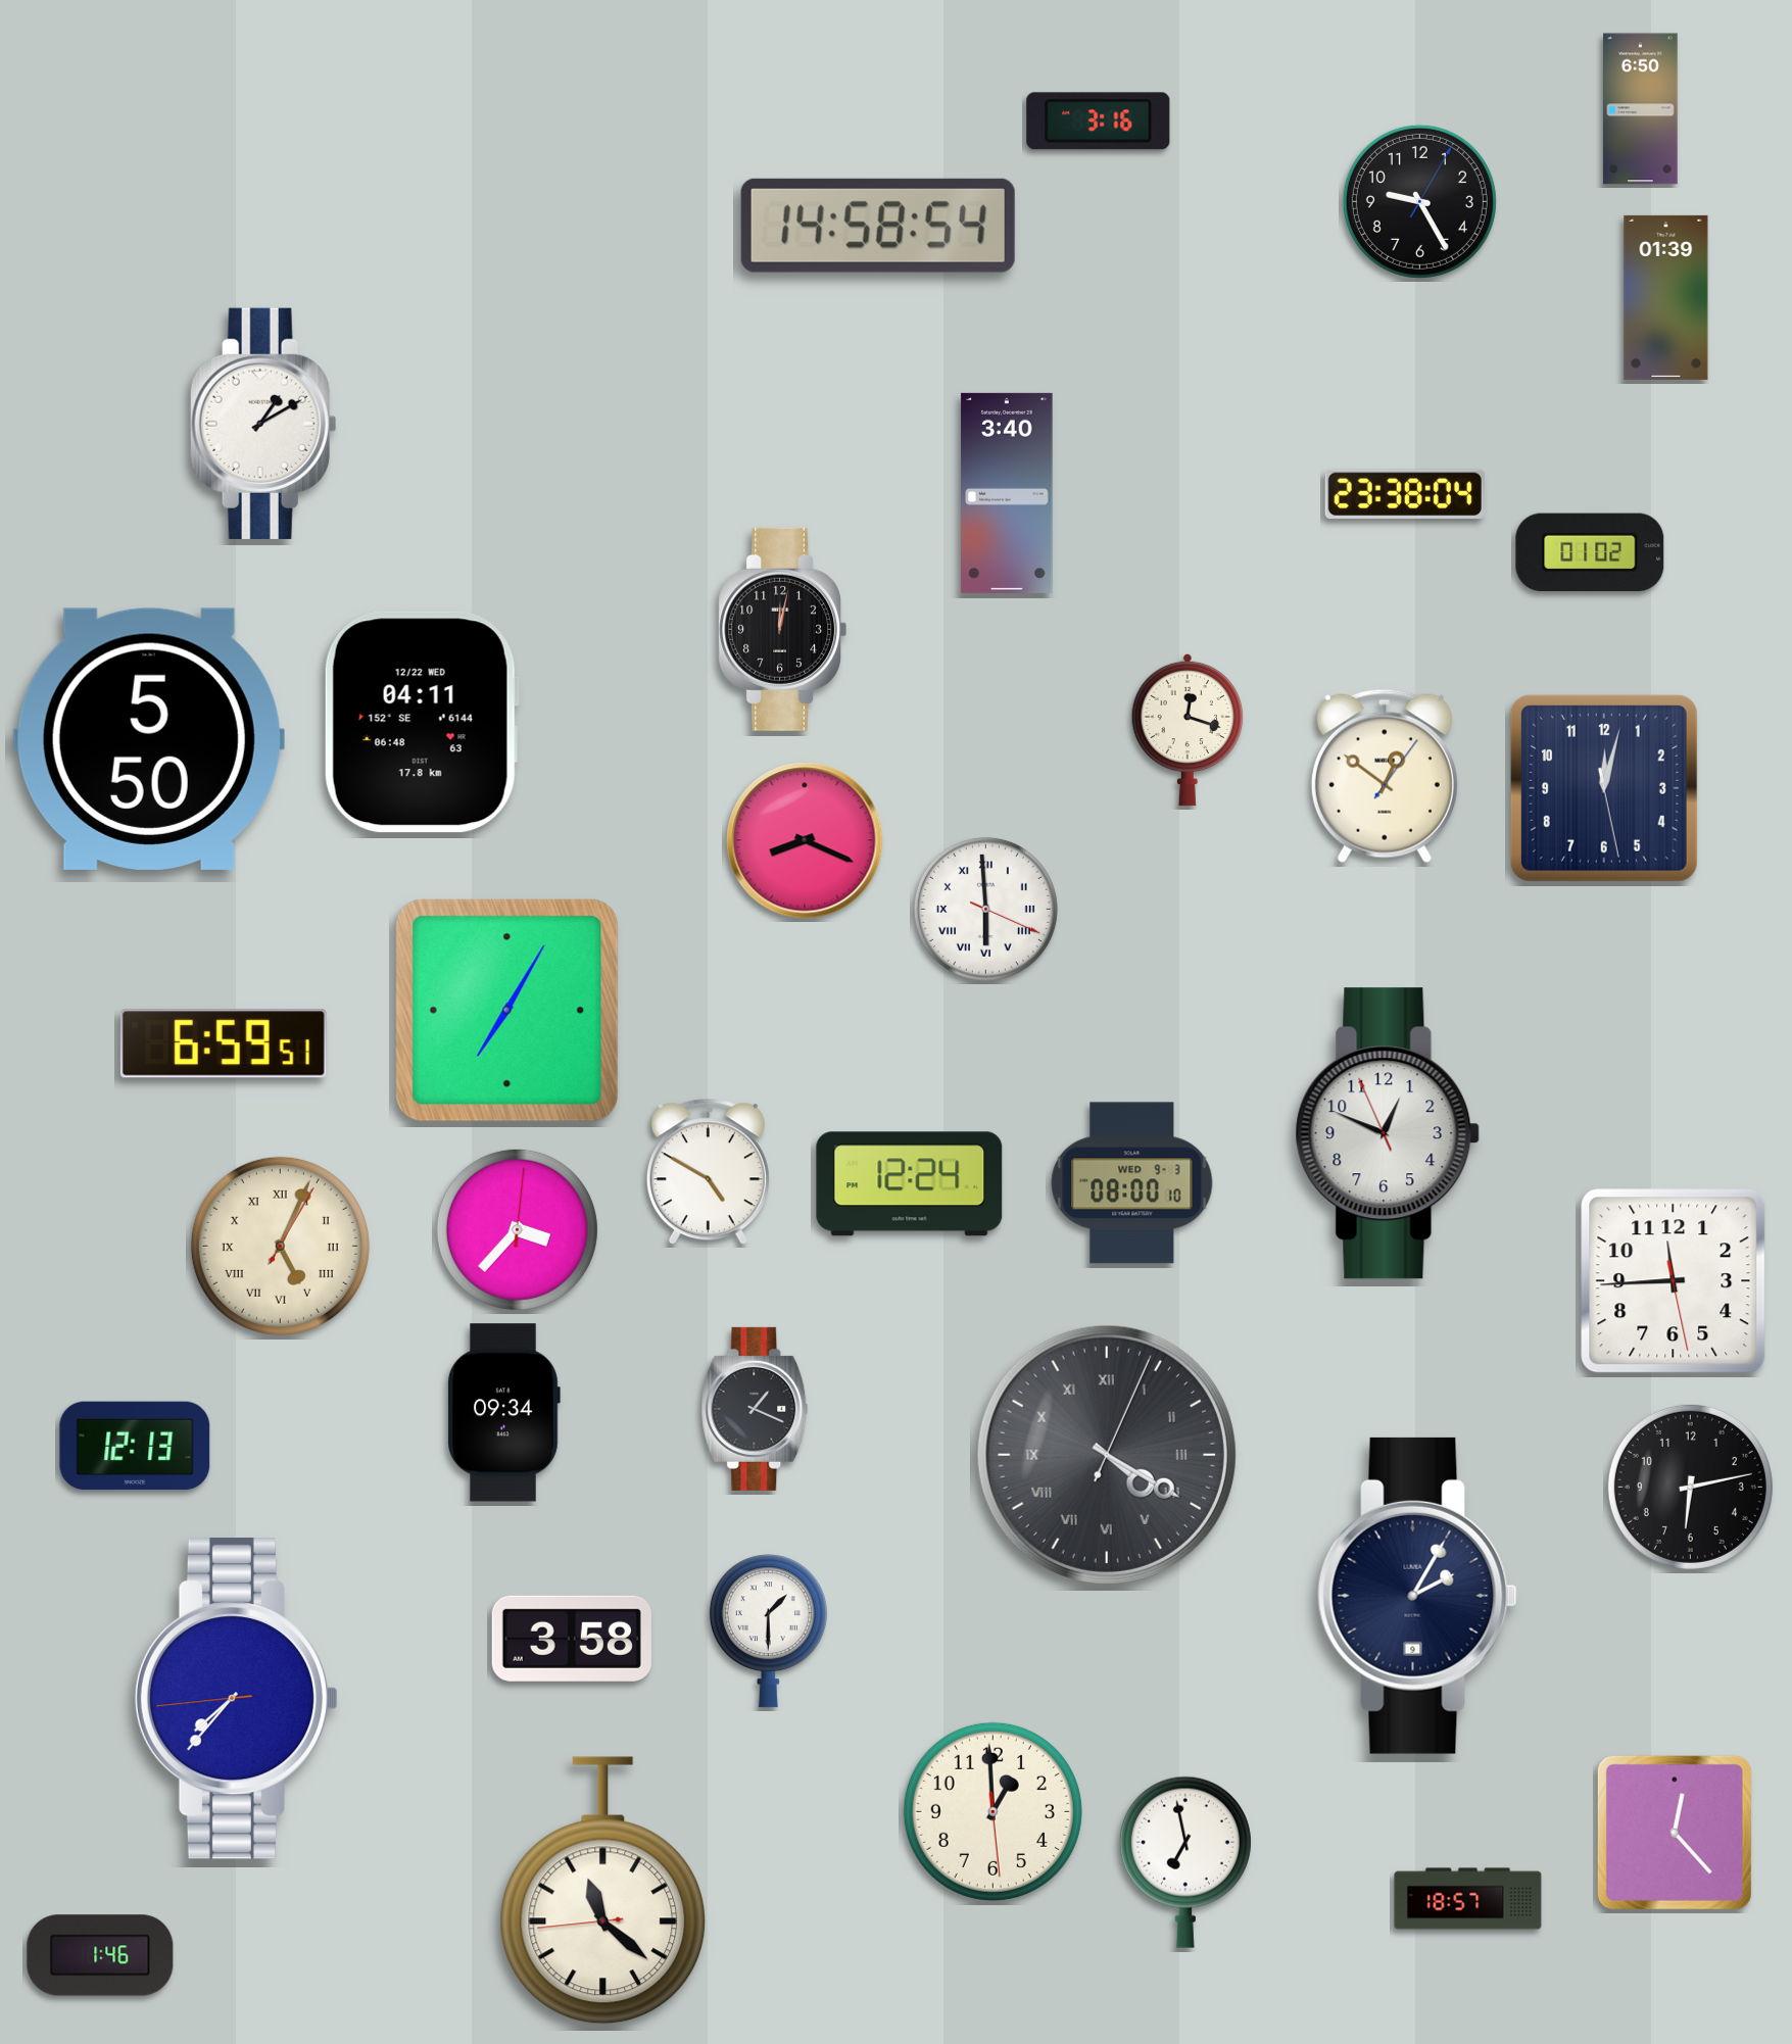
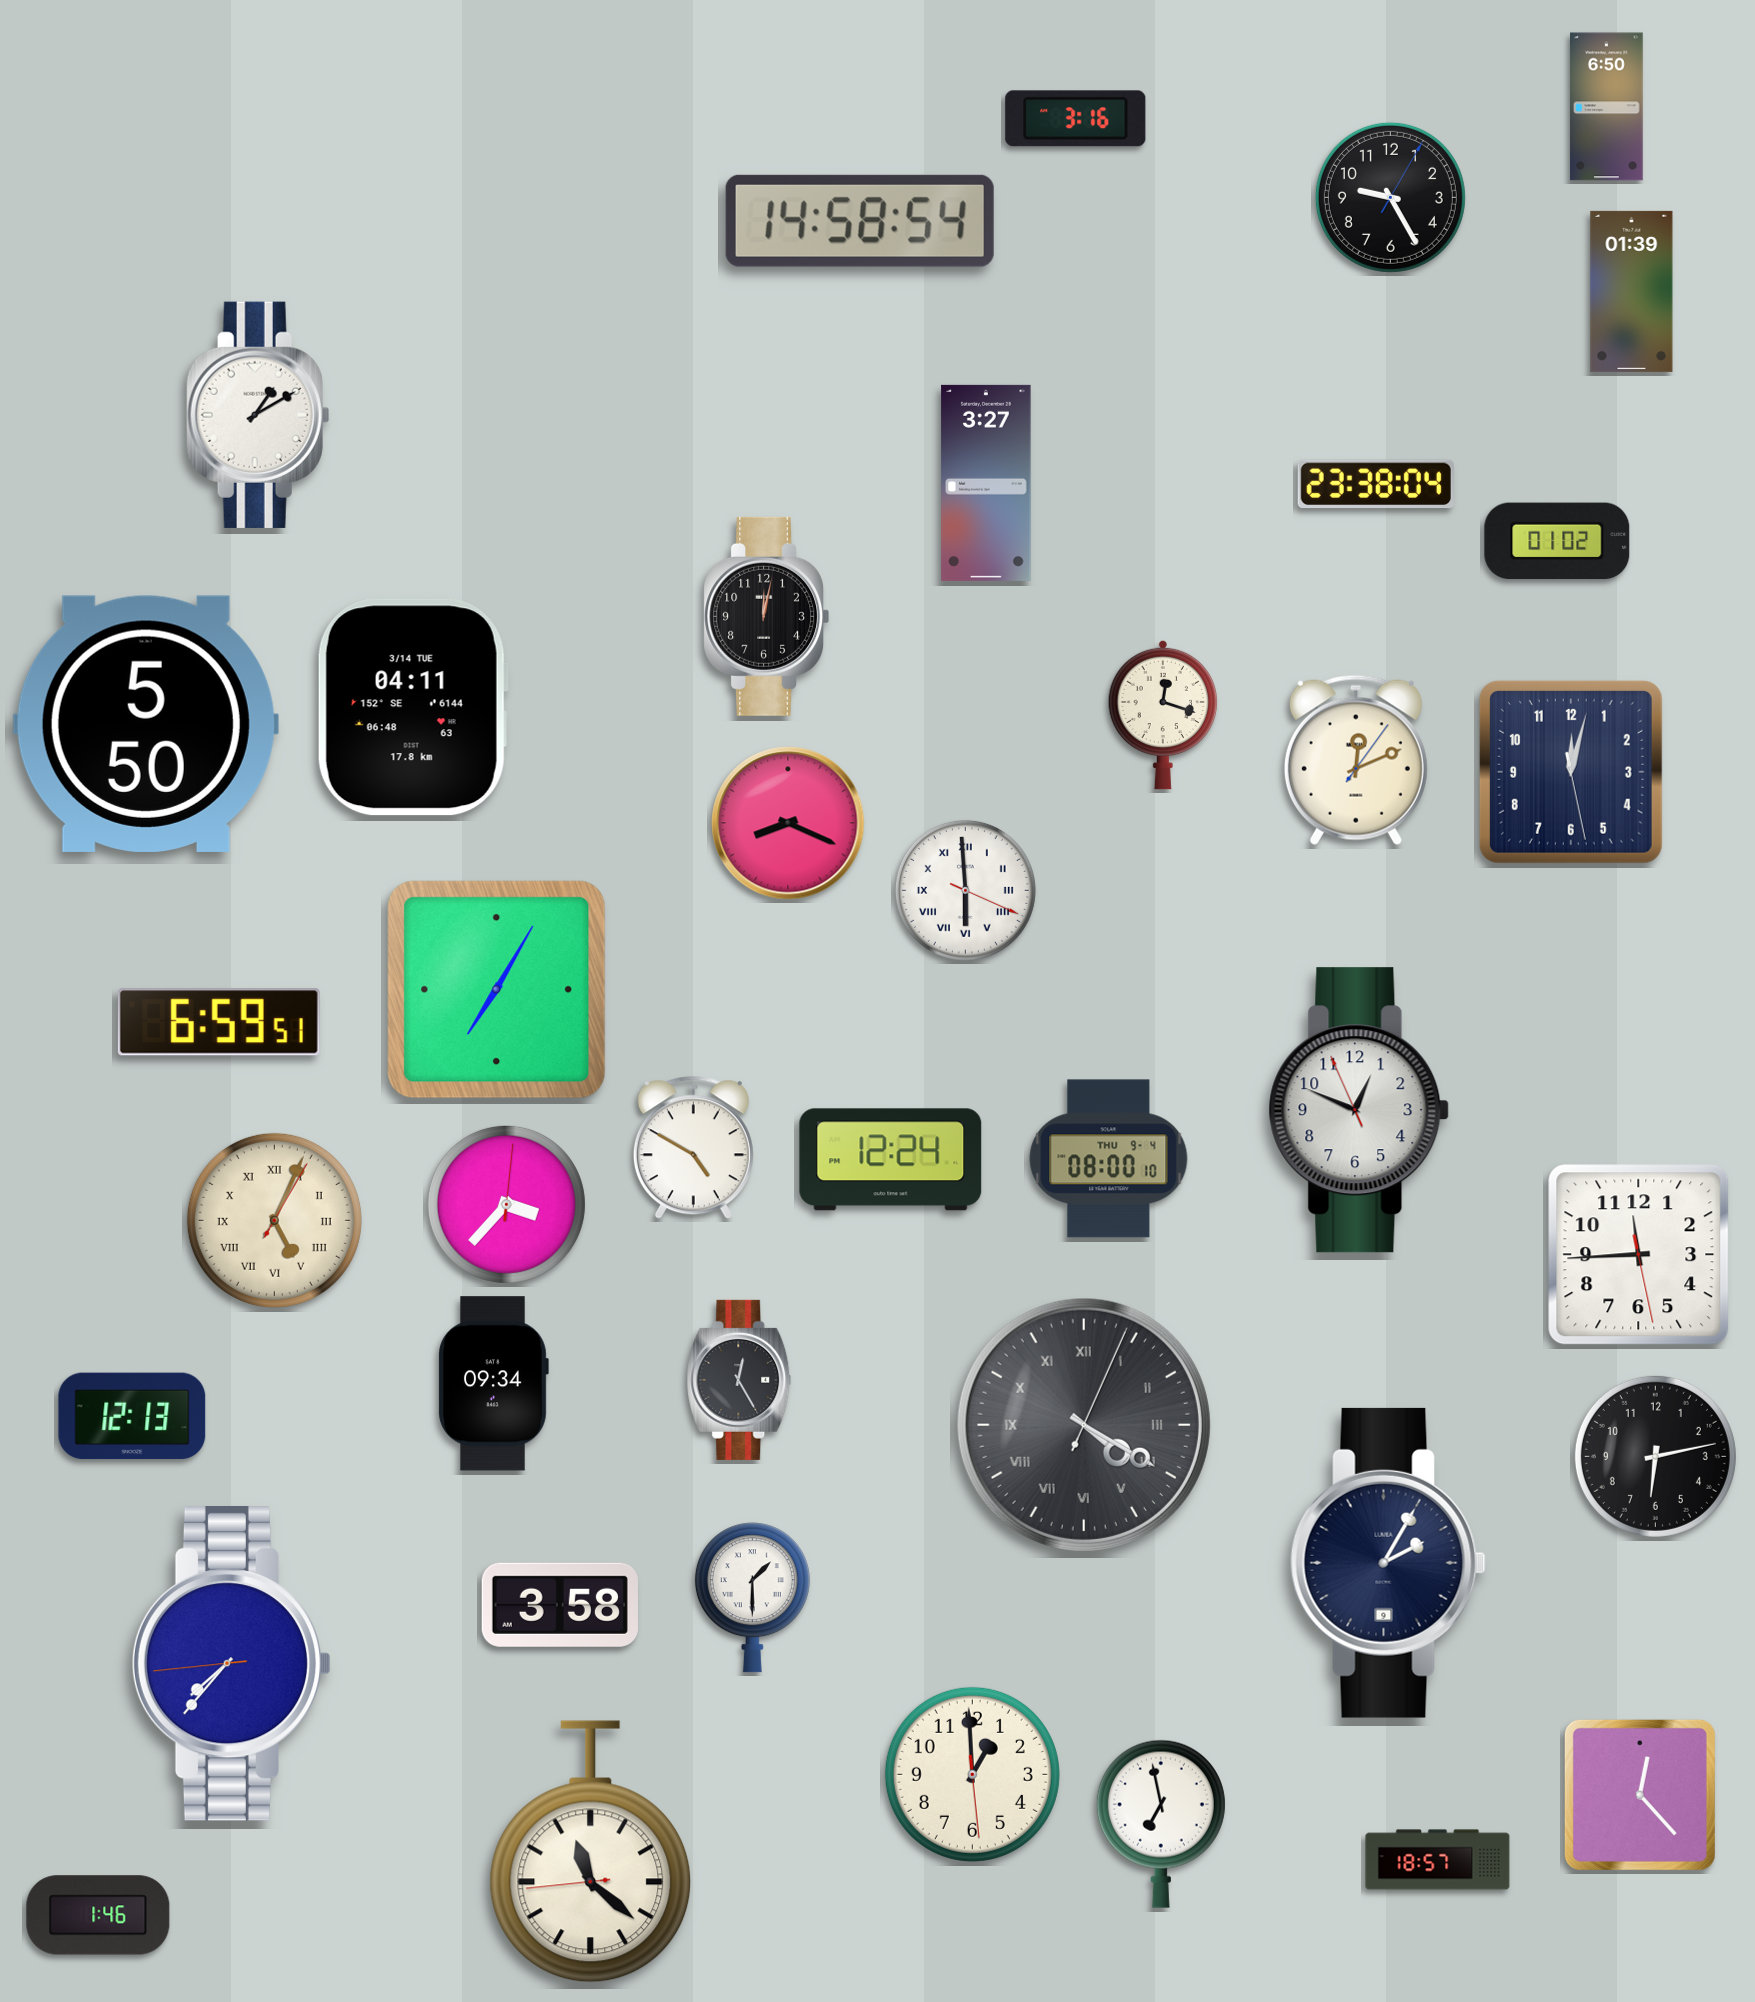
clock at (1007, 493): 3:40 -> 3:27
clock at (422, 722) date: 12/22 WED -> 3/14 TUE
clock at (1385, 776): 12:51 -> 12:11
clock at (1132, 1183) date: WED 9-3 -> THU 9-4
clock at (755, 1409): 1:19 -> 12:25
